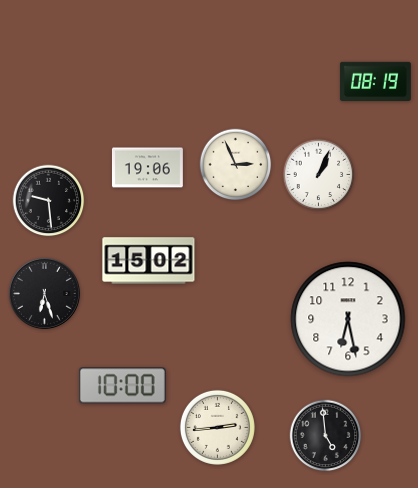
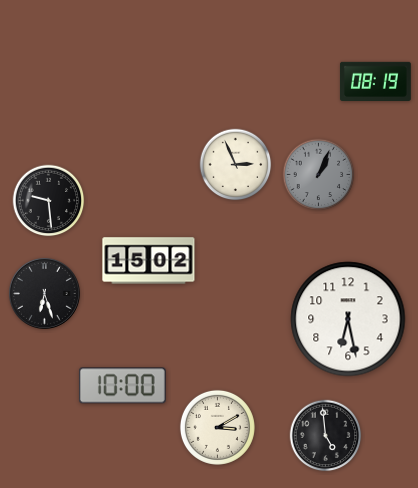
clock at (147, 168): 19:06 -> none
clock at (319, 175) dial: white -> grey
clock at (217, 427): 2:44 -> 3:10
